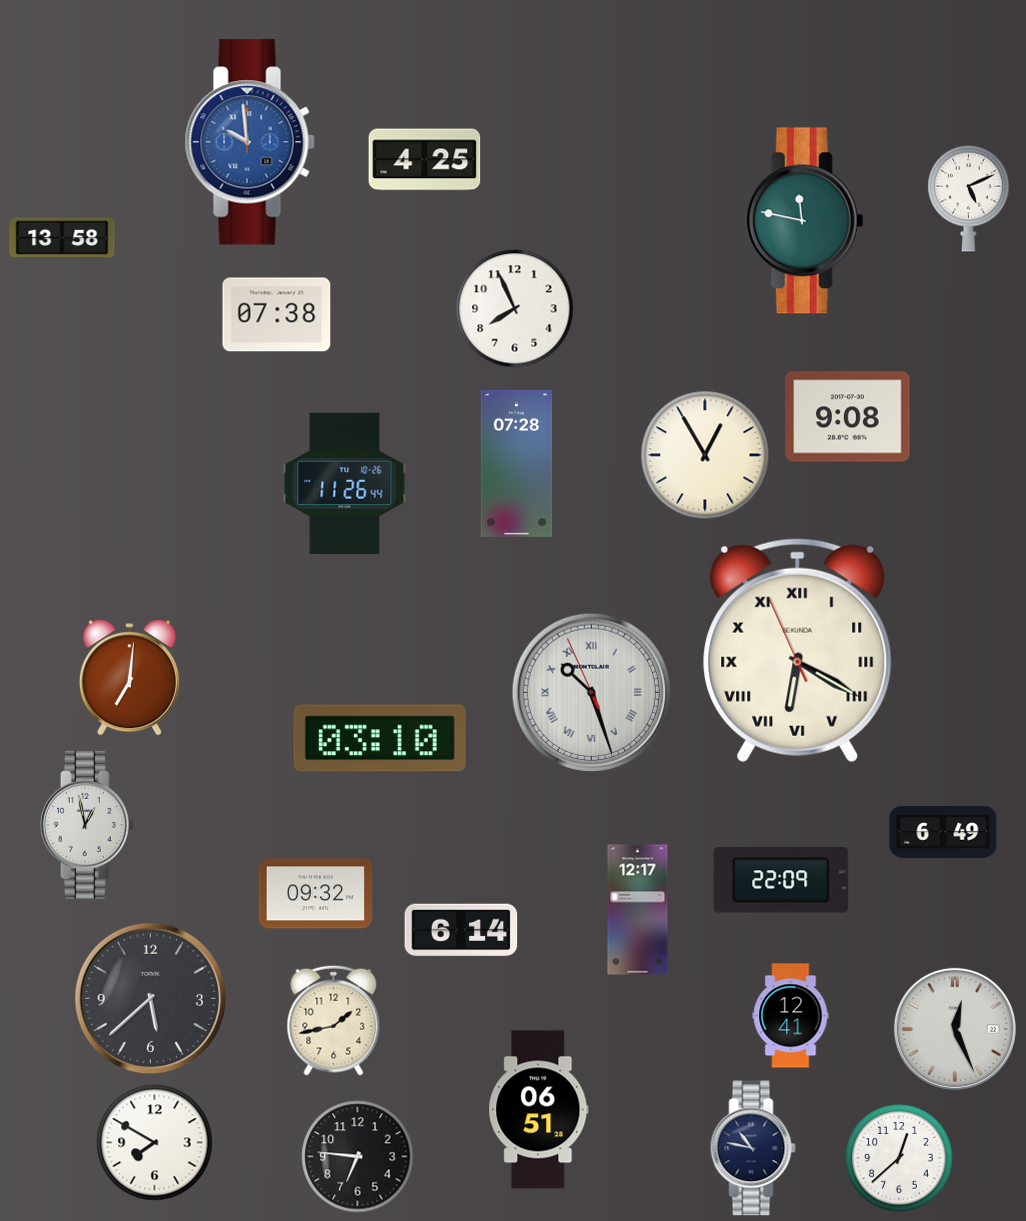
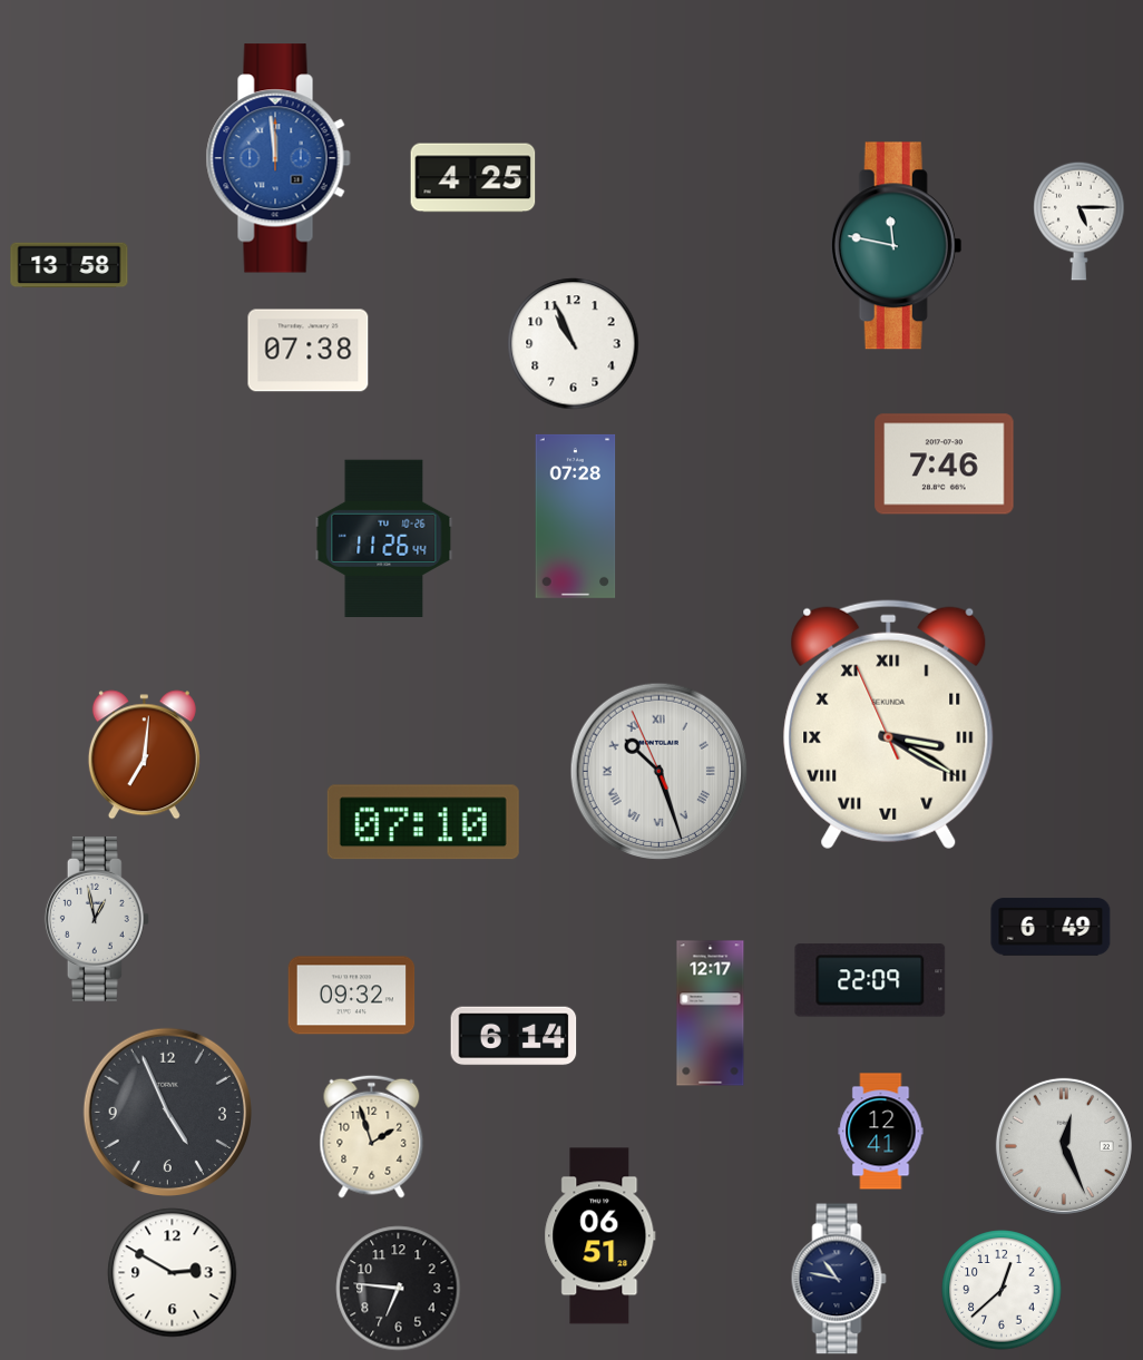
clock at (250, 142): 9:59 -> 11:59
clock at (969, 198): 5:11 -> 5:15
clock at (515, 309): 7:56 -> 10:56
clock at (848, 417): 9:08 -> 7:46
clock at (705, 455): 12:55 -> none
clock at (798, 651): 6:19 -> 3:19
clock at (380, 738): 03:10 -> 07:10
clock at (150, 998): 5:38 -> 4:56
clock at (334, 1020): 1:43 -> 1:57
clock at (155, 1143): 7:50 -> 2:50
